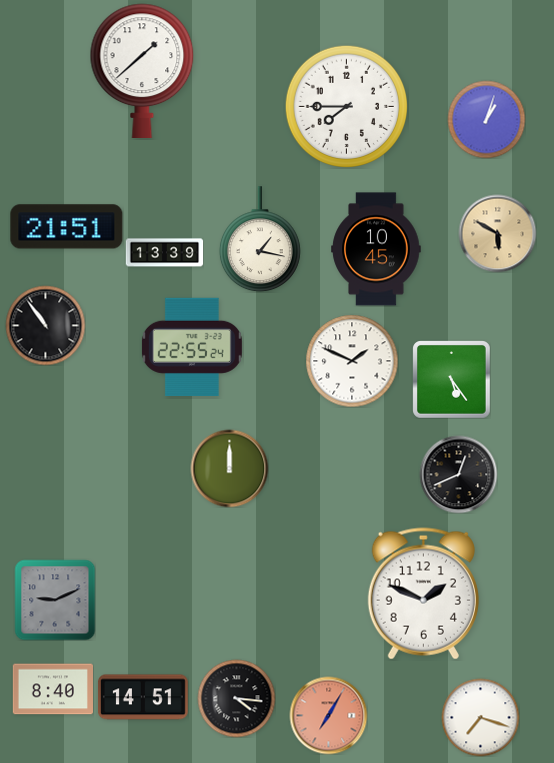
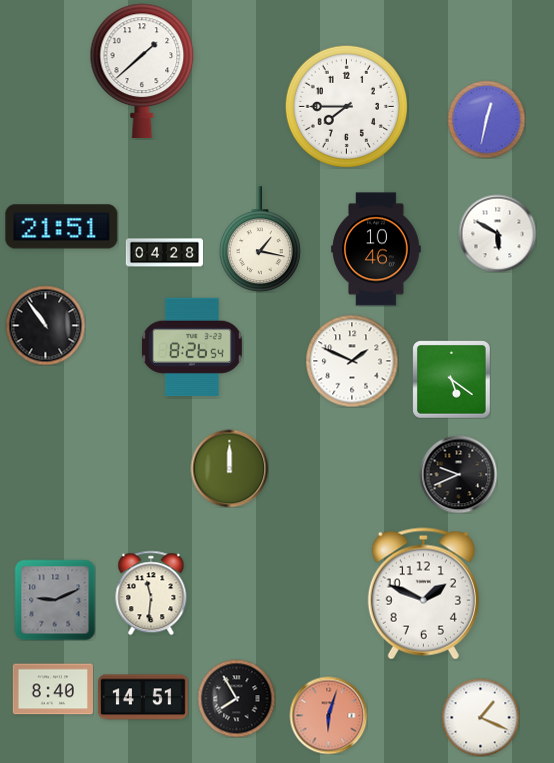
clock at (486, 119): 1:03 -> 12:32
clock at (67, 227) position: (67, 227) -> (62, 227)
clock at (497, 233) dial: champagne -> white
clock at (376, 249): 10:45 -> 10:46
clock at (164, 253): 13:39 -> 04:28
clock at (192, 347): 22:55 -> 8:26
clock at (451, 379): 5:24 -> 5:21
clock at (458, 474): 12:41 -> 9:41
clock at (151, 593): none -> 11:31
clock at (236, 698): 4:16 -> 7:55
clock at (328, 715): 7:05 -> 6:03
clock at (480, 717): 7:18 -> 1:19
